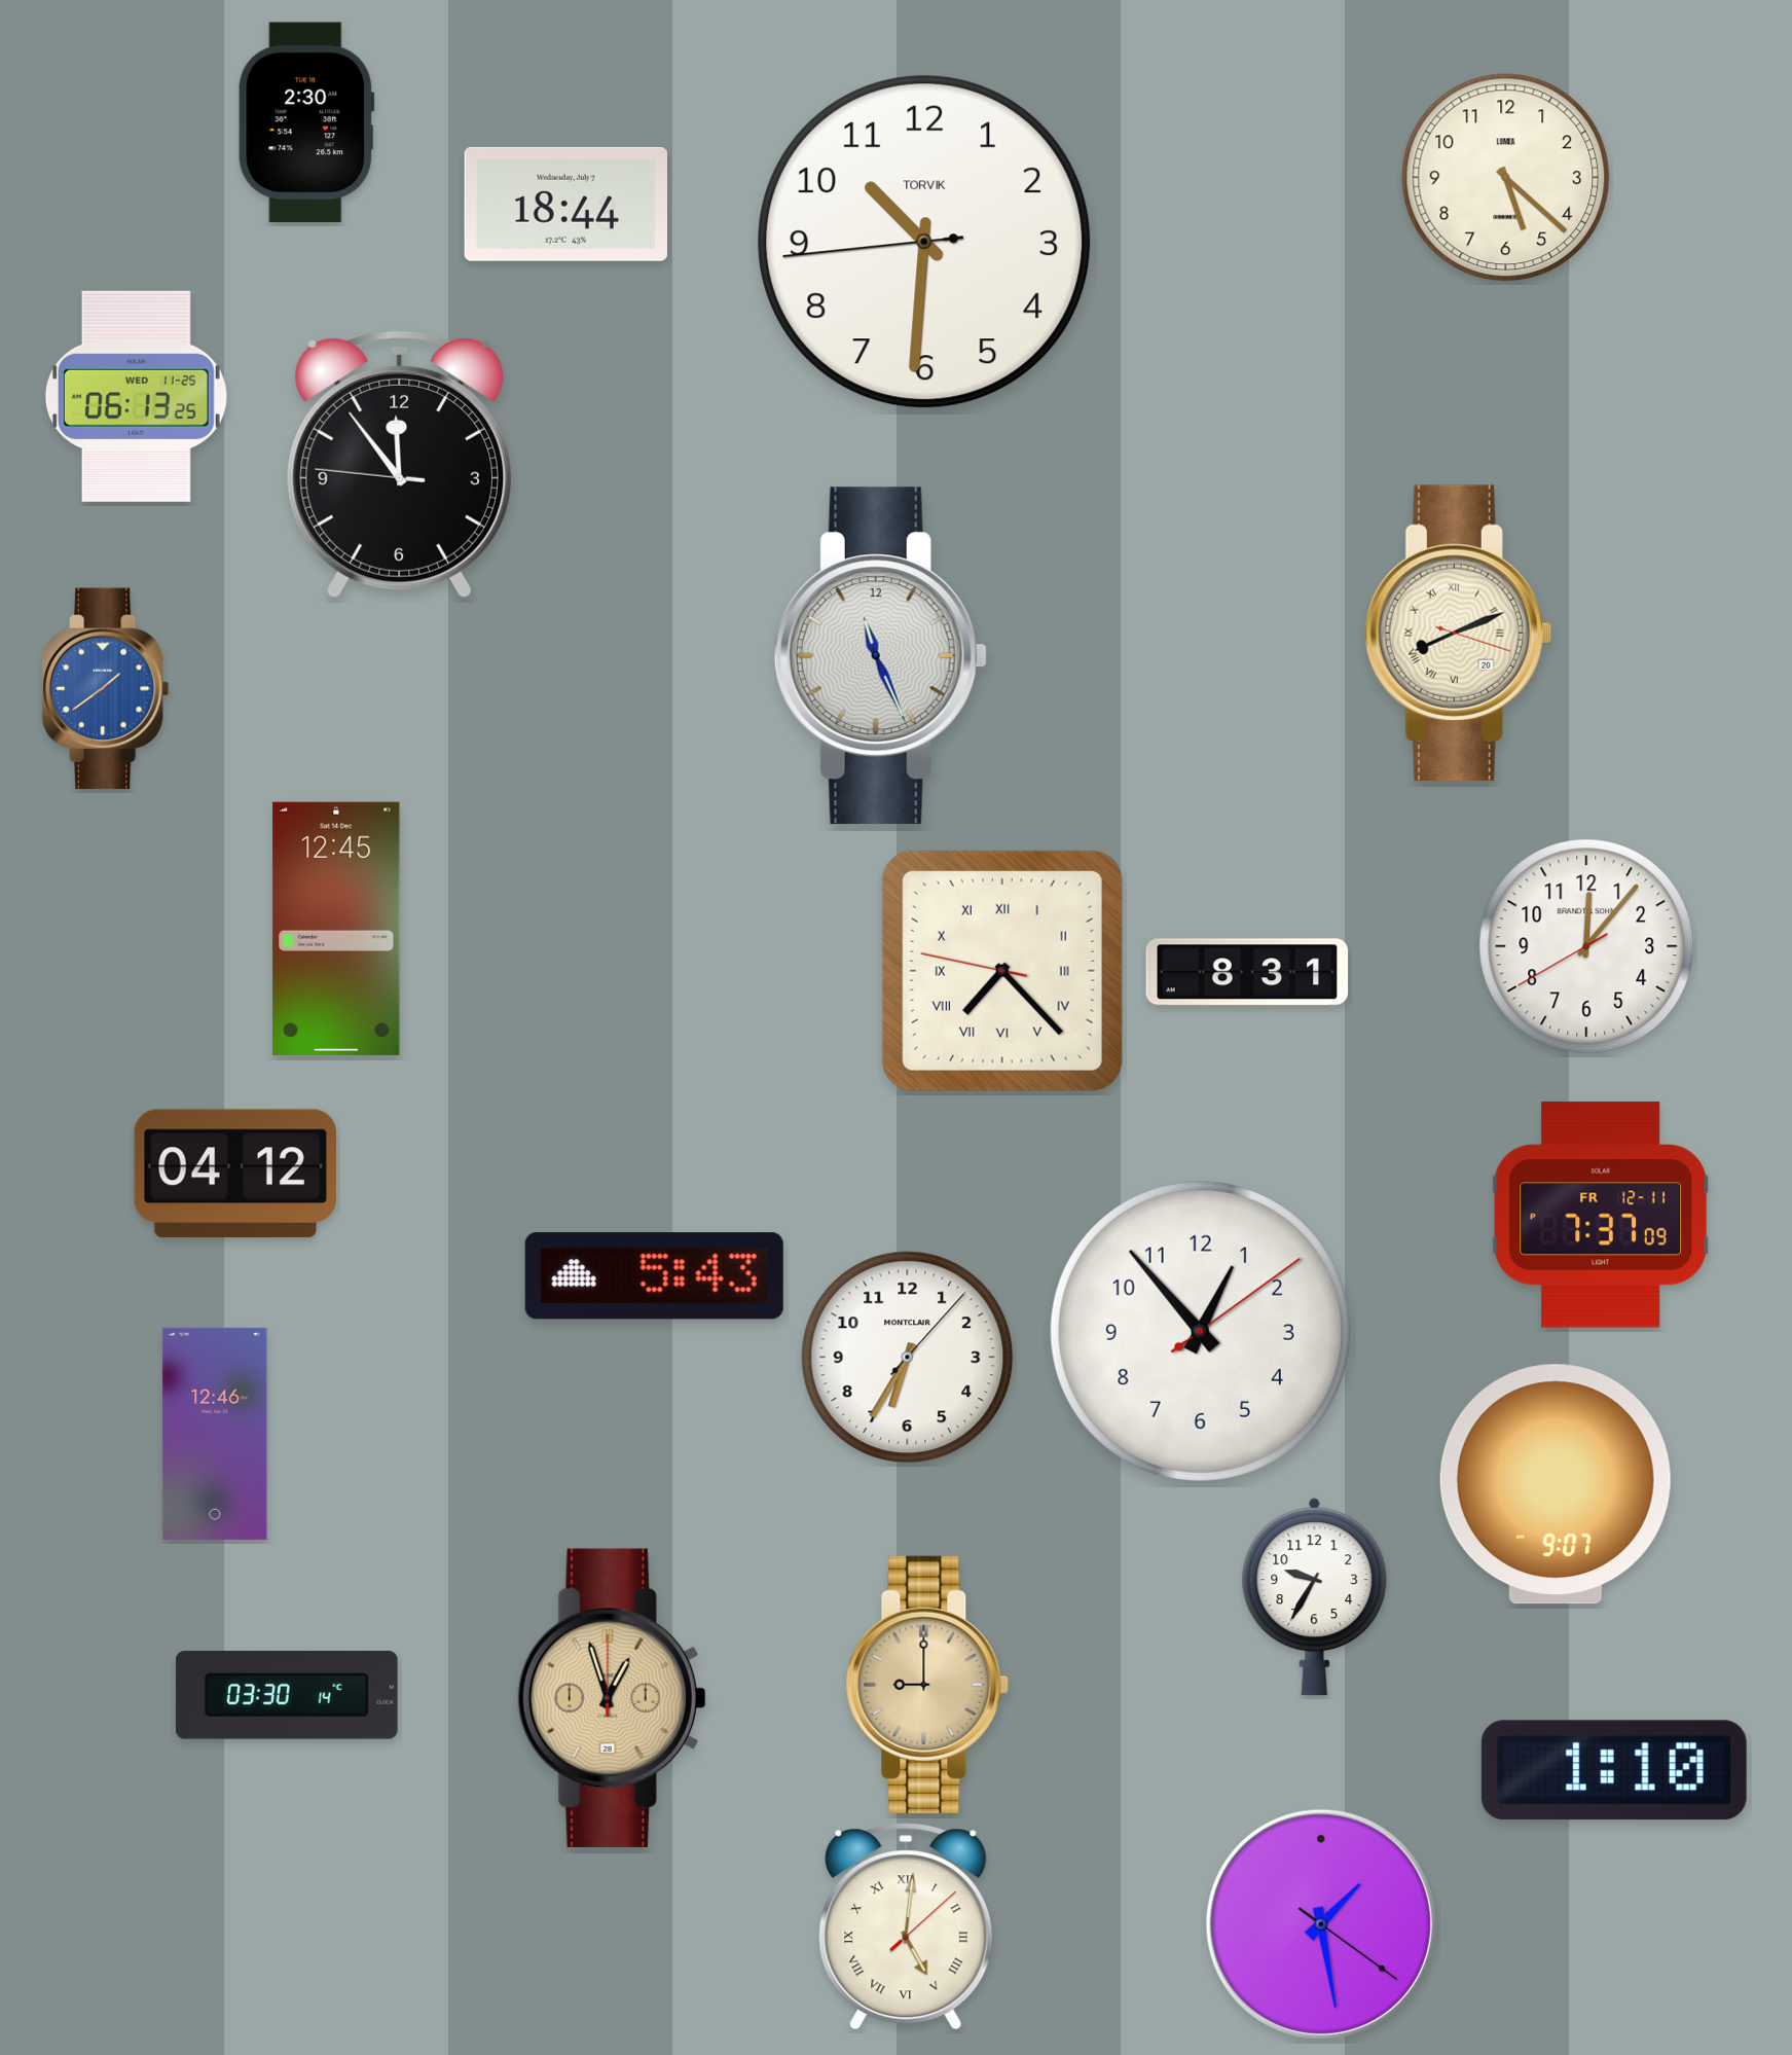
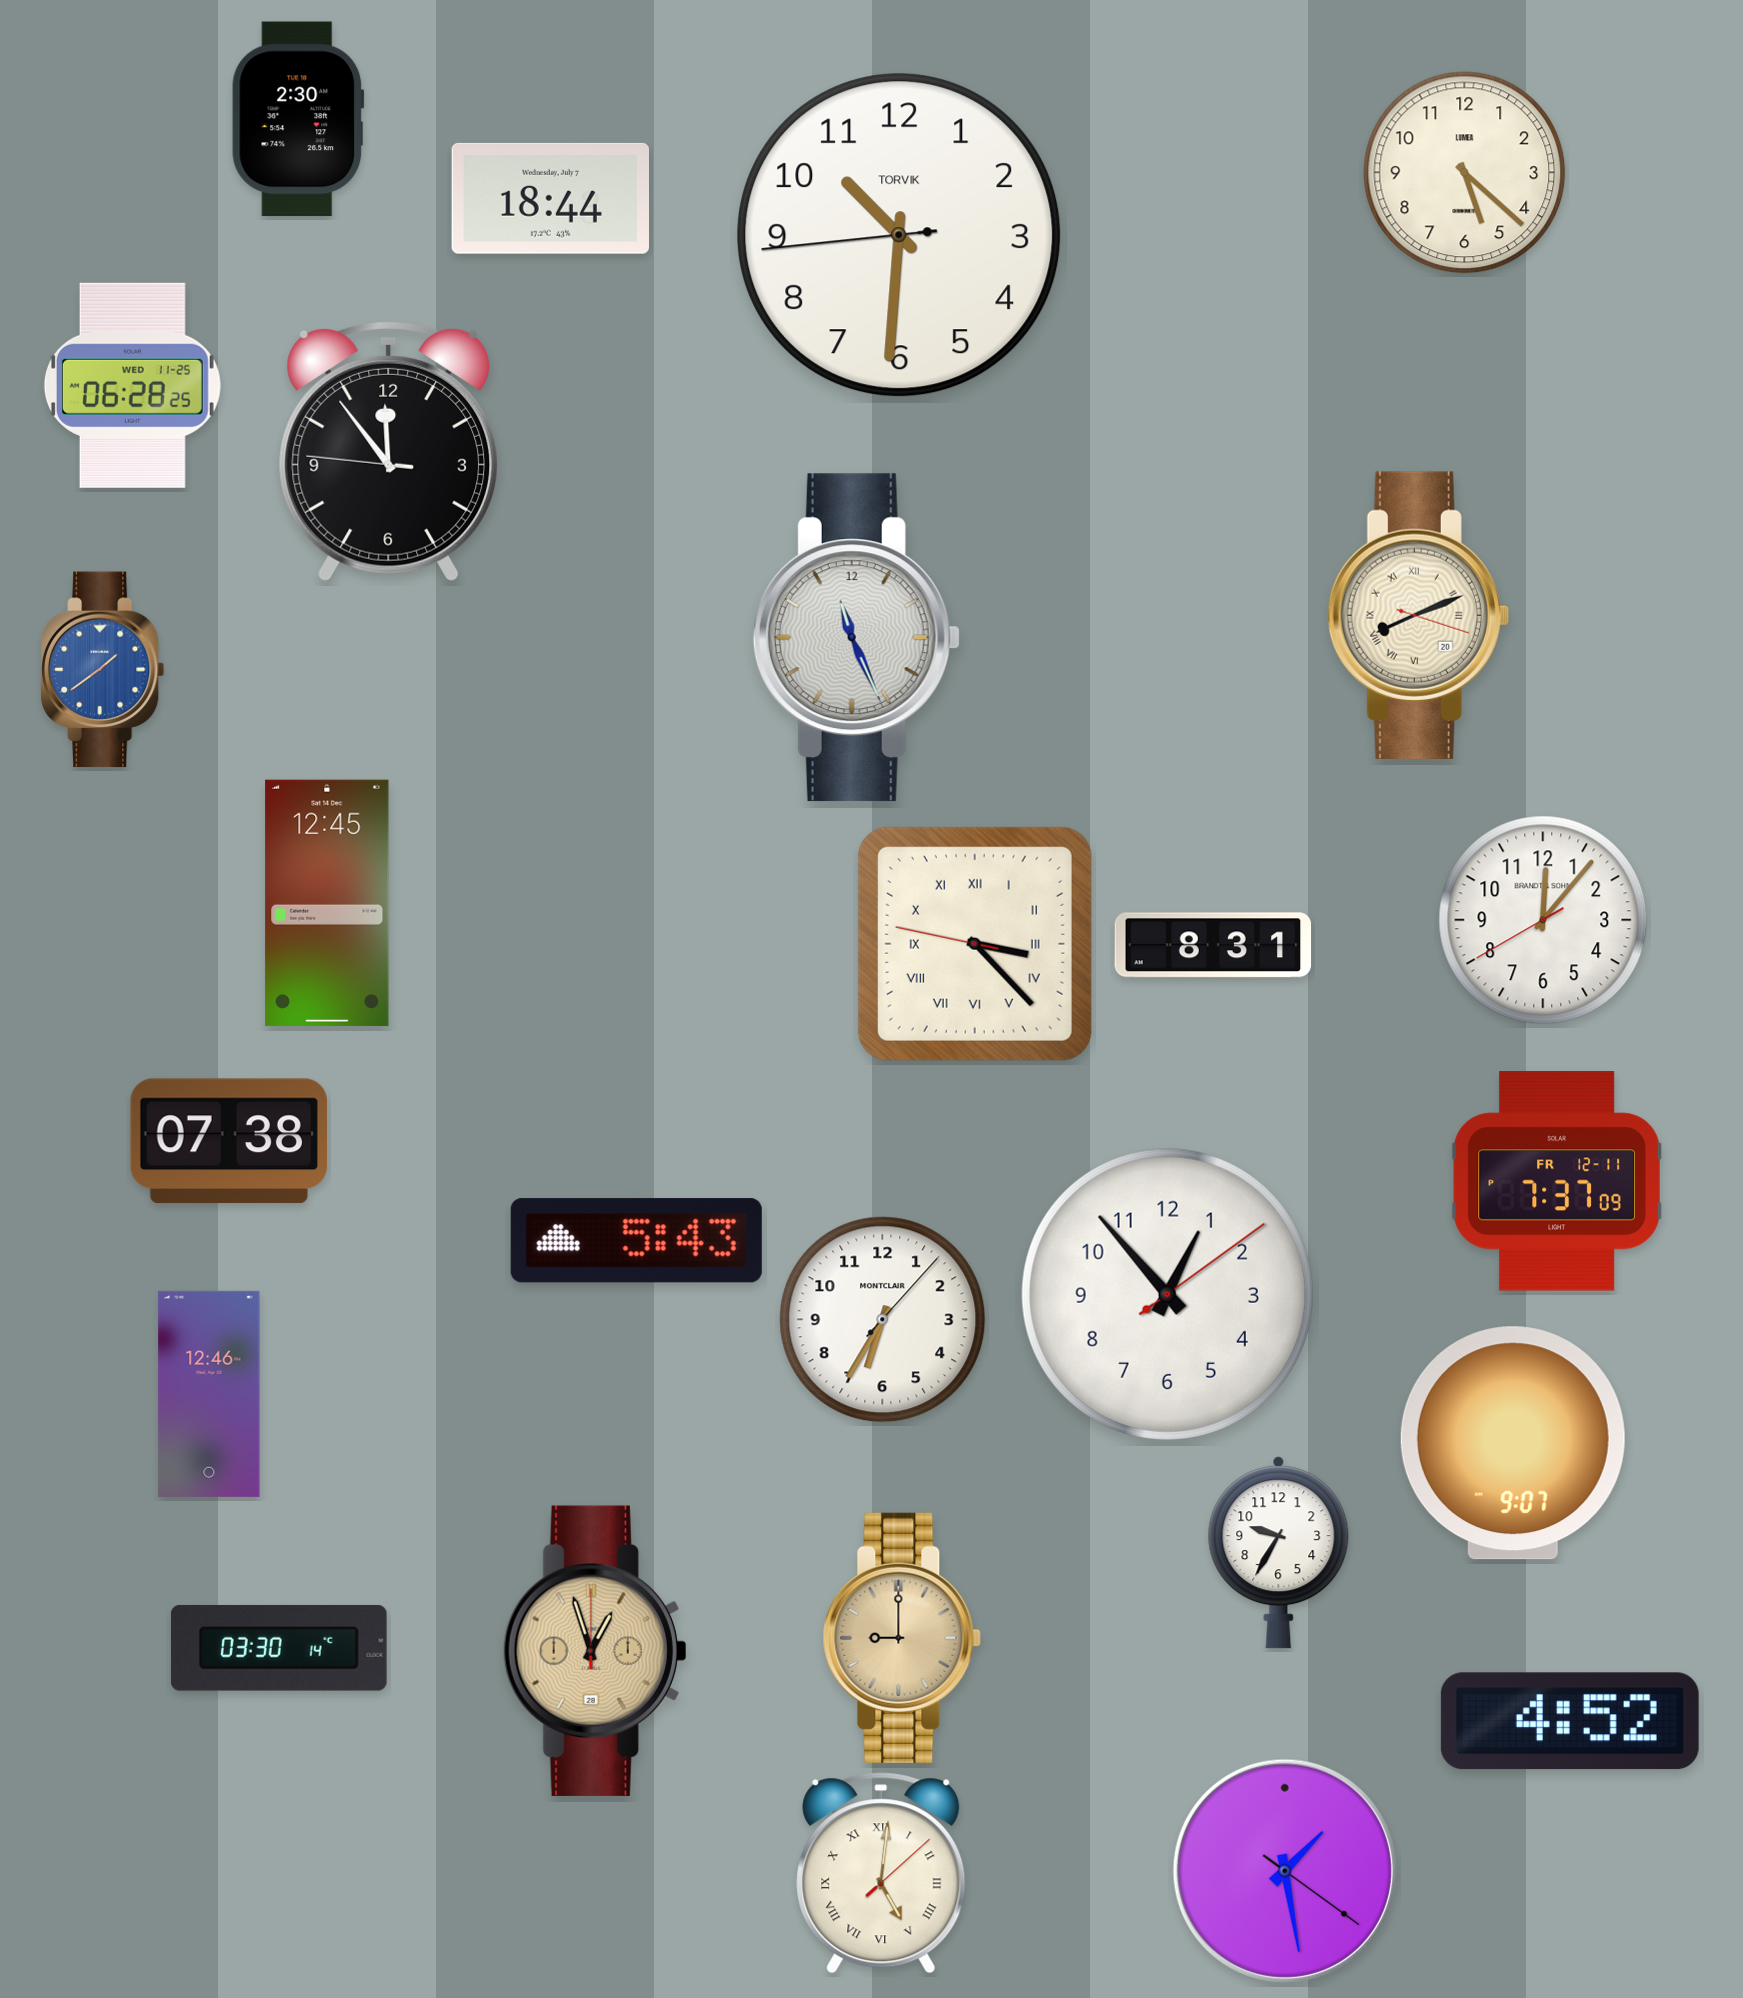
clock at (136, 396): 06:13 -> 06:28
clock at (1002, 971): 7:22 -> 3:22
clock at (235, 1174): 04:12 -> 07:38
clock at (1614, 1770): 1:10 -> 4:52
